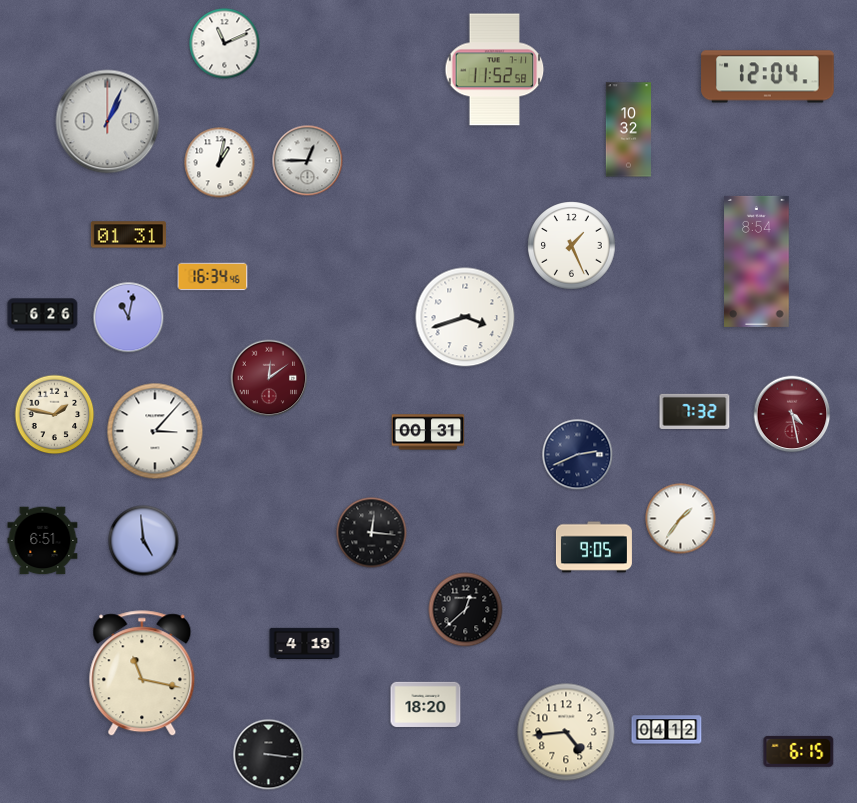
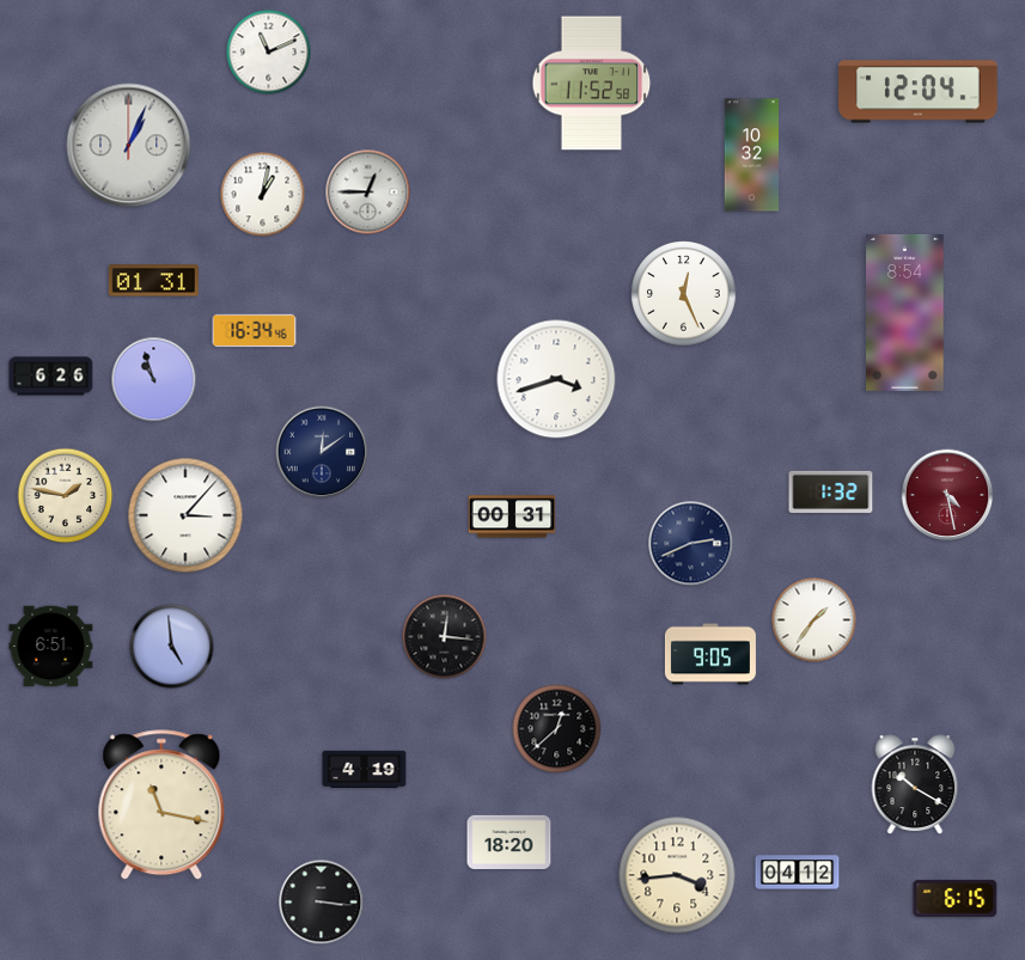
clock at (572, 246): 1:26 -> 12:26
clock at (129, 318): 11:02 -> 10:57
clock at (269, 378) dial: burgundy -> navy
clock at (695, 411): 7:32 -> 1:32
clock at (915, 784): none -> 10:20
clock at (142, 674) position: (142, 674) -> (161, 806)
clock at (566, 732): 4:44 -> 3:44
